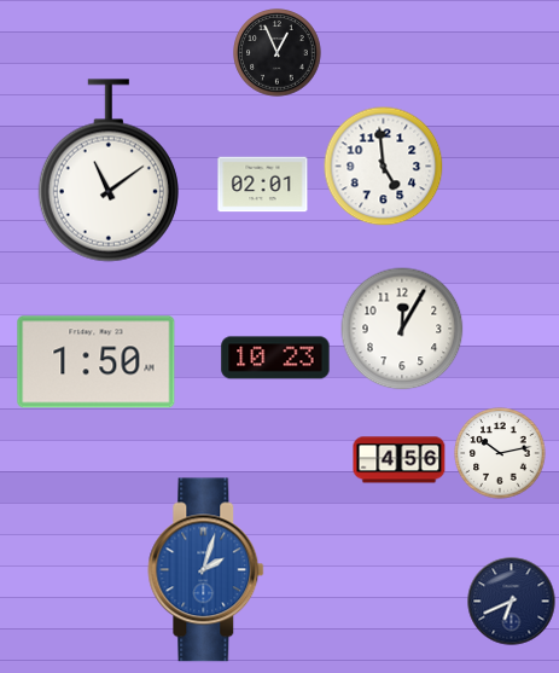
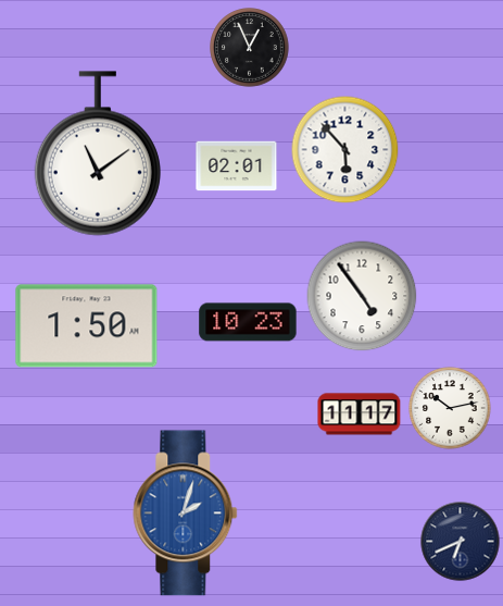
clock at (384, 167): 4:59 -> 5:53
clock at (402, 329): 12:05 -> 4:54
clock at (400, 460): 4:56 -> 11:17
